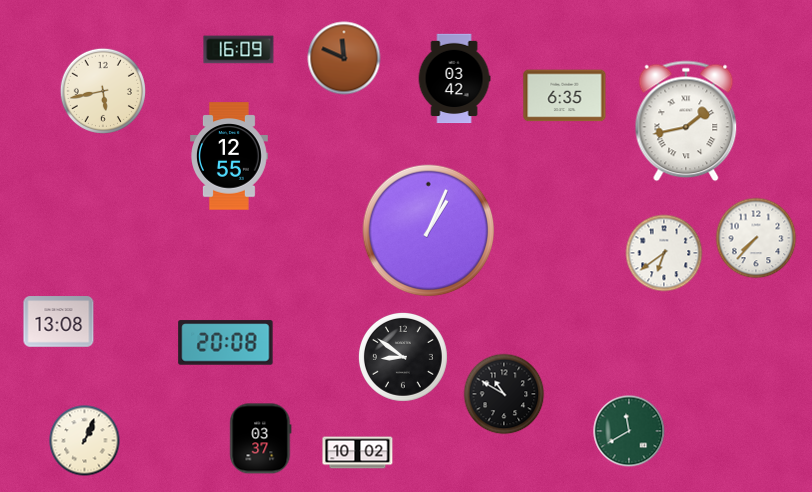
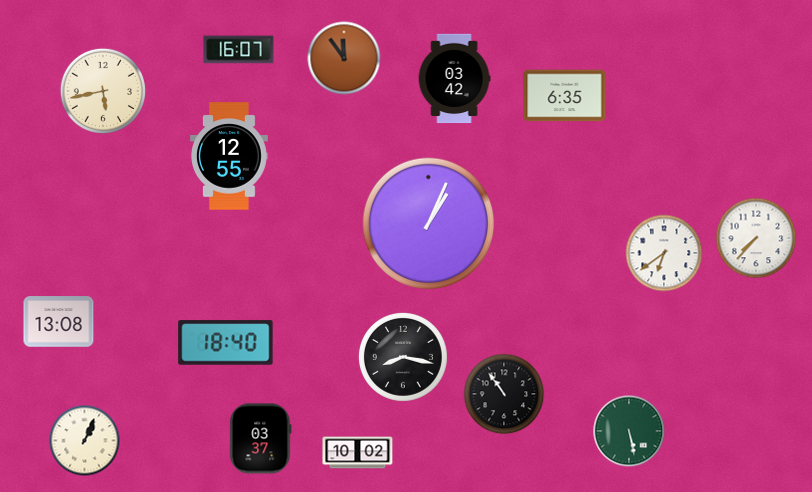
clock at (239, 50): 16:09 -> 16:07
clock at (344, 58): 11:49 -> 11:54
clock at (686, 121): 1:43 -> none
clock at (429, 231) position: (429, 231) -> (429, 224)
clock at (226, 343): 20:08 -> 18:40
clock at (403, 357): 8:51 -> 8:17
clock at (504, 394): 10:50 -> 10:54
clock at (629, 431): 11:40 -> 5:28
